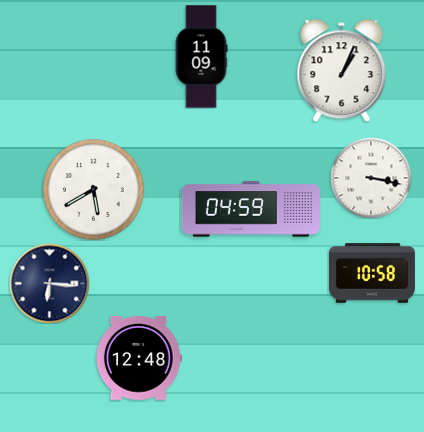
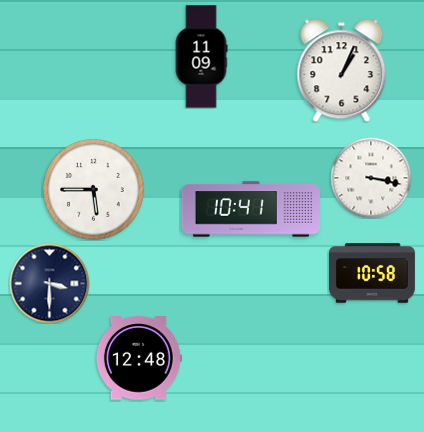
clock at (94, 190): 5:40 -> 5:45
clock at (251, 209): 04:59 -> 10:41
clock at (49, 283): 6:16 -> 3:30
